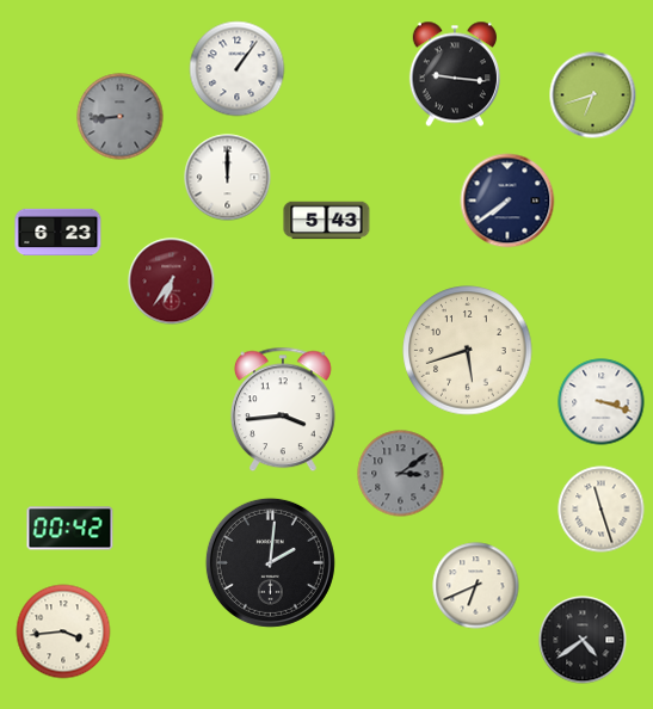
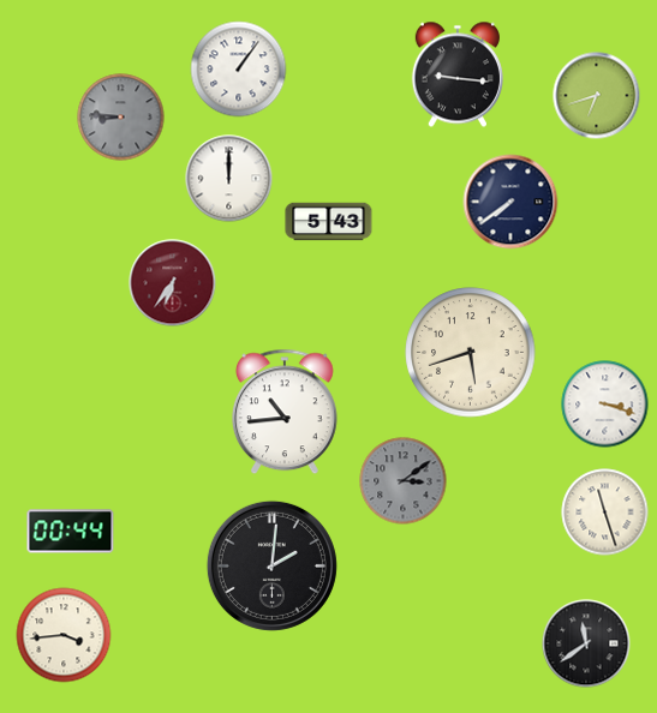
clock at (121, 117): 8:44 -> 8:46
clock at (58, 232): 6:23 -> none
clock at (283, 409): 3:44 -> 10:44
clock at (401, 474) position: (401, 474) -> (404, 481)
clock at (70, 529): 00:42 -> 00:44
clock at (476, 586): 6:41 -> none
clock at (583, 640): 4:39 -> 11:39
